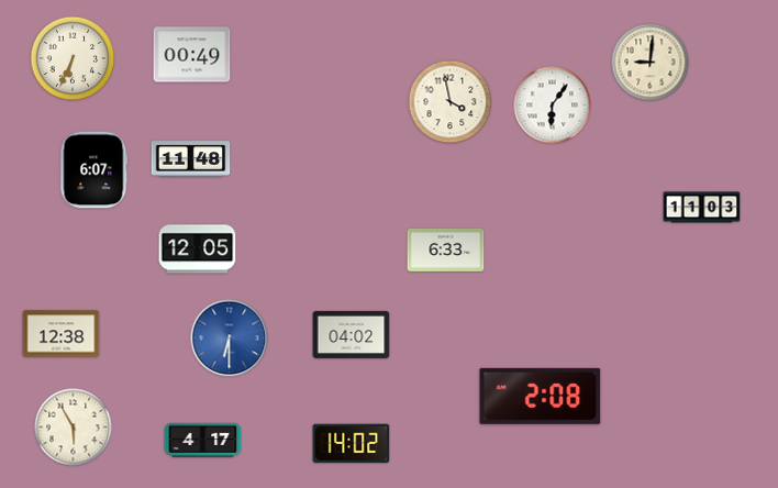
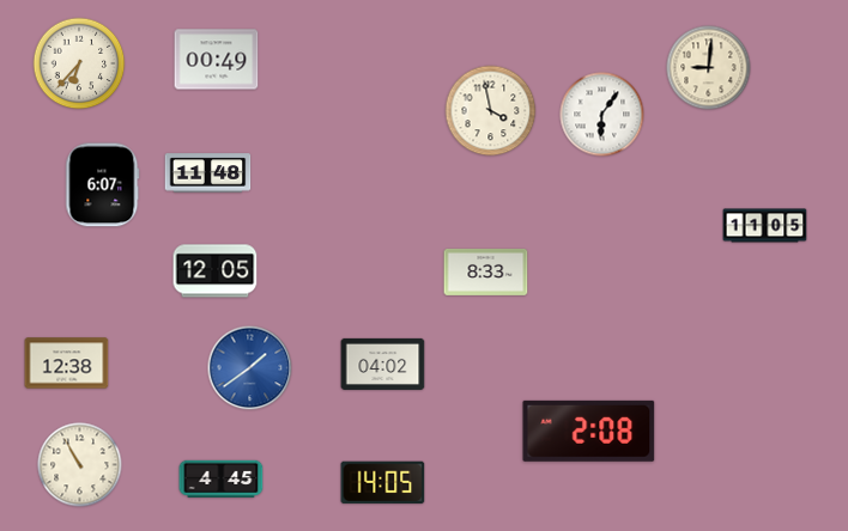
clock at (192, 55) position: (192, 55) -> (217, 60)
clock at (73, 58): 6:34 -> 6:37
clock at (702, 208): 11:03 -> 11:05
clock at (446, 249): 6:33 -> 8:33
clock at (230, 339): 6:30 -> 1:39
clock at (74, 428): 5:55 -> 10:55
clock at (203, 440): 4:17 -> 4:45
clock at (352, 444): 14:02 -> 14:05
